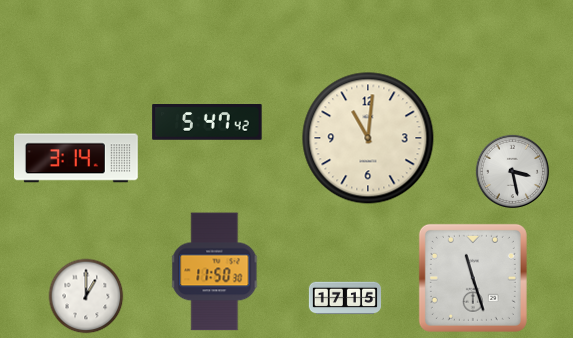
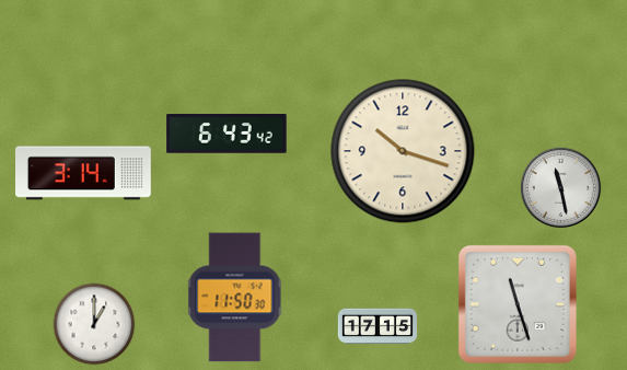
clock at (207, 122): 5:47 -> 6:43
clock at (368, 138): 11:01 -> 10:18
clock at (513, 172): 3:28 -> 11:28
